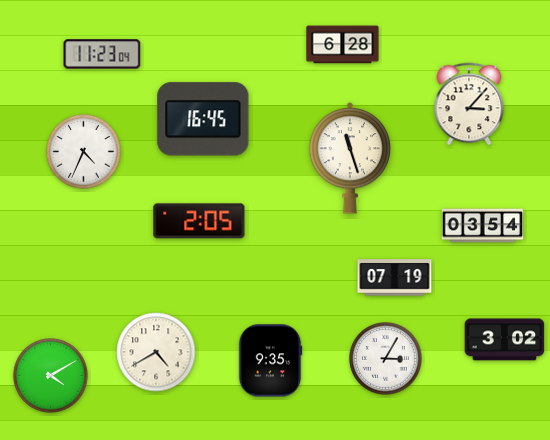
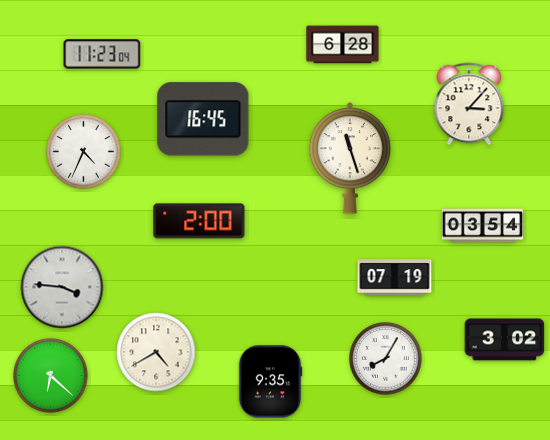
clock at (199, 221): 2:05 -> 2:00
clock at (62, 287): none -> 3:46
clock at (386, 359): 3:05 -> 8:05
clock at (270, 361) position: (270, 361) -> (270, 382)
clock at (51, 376): 4:10 -> 6:22
